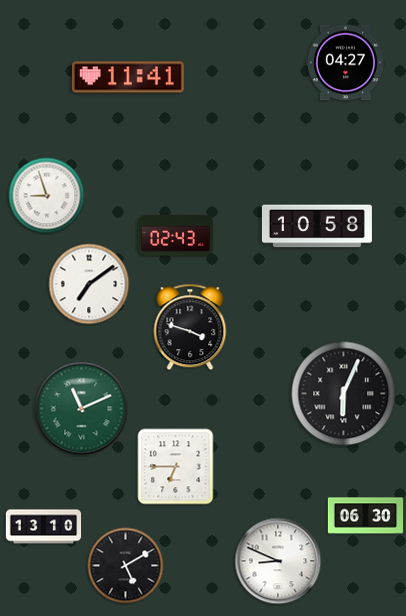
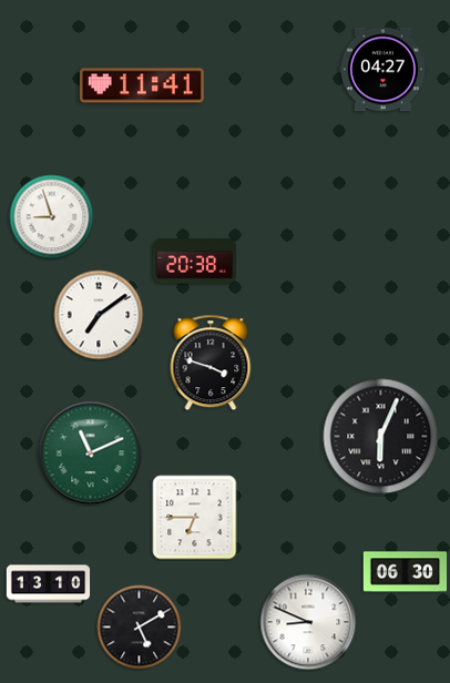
clock at (317, 226): 10:58 -> none
clock at (176, 236): 02:43 -> 20:38
